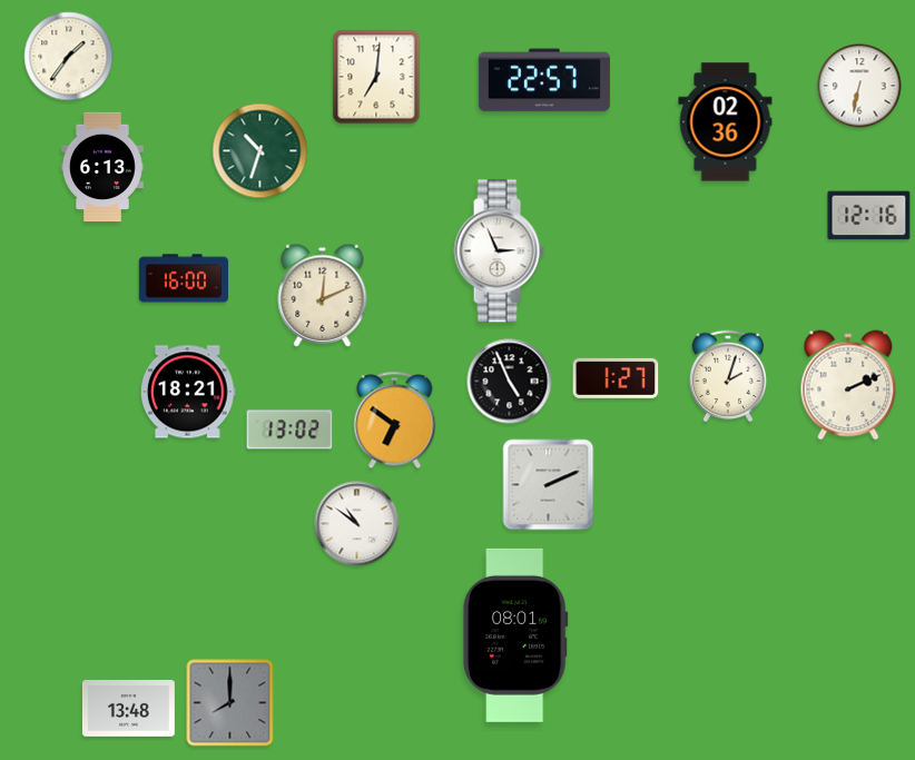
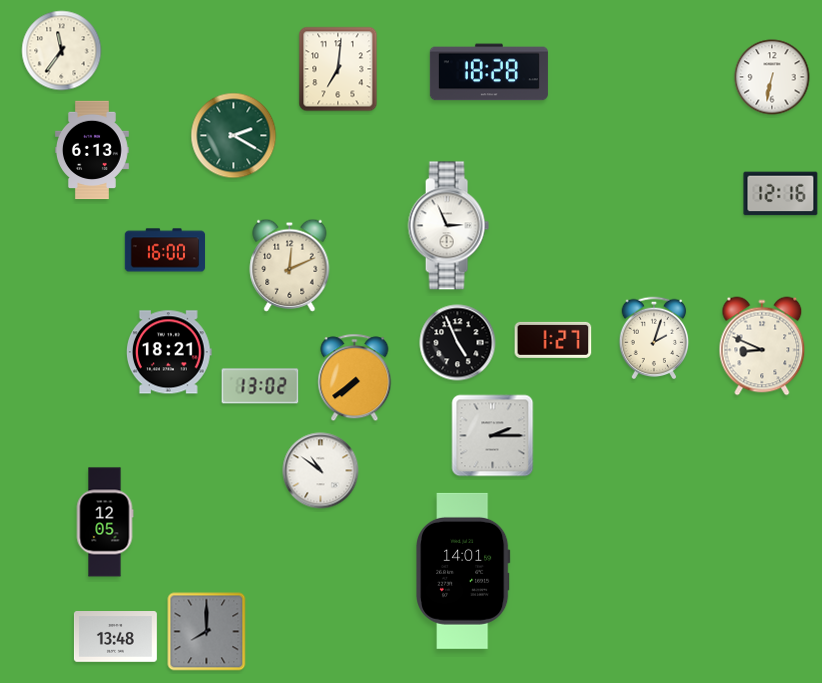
clock at (69, 57): 1:36 -> 11:36
clock at (544, 80): 22:57 -> 18:28
clock at (726, 122): 02:36 -> none
clock at (260, 151): 10:33 -> 2:20
clock at (848, 385): 2:11 -> 8:49
clock at (395, 421): 6:51 -> 7:39
clock at (549, 485): 2:11 -> 2:15
clock at (105, 522): none -> 12:05
clock at (516, 635): 08:01 -> 14:01
